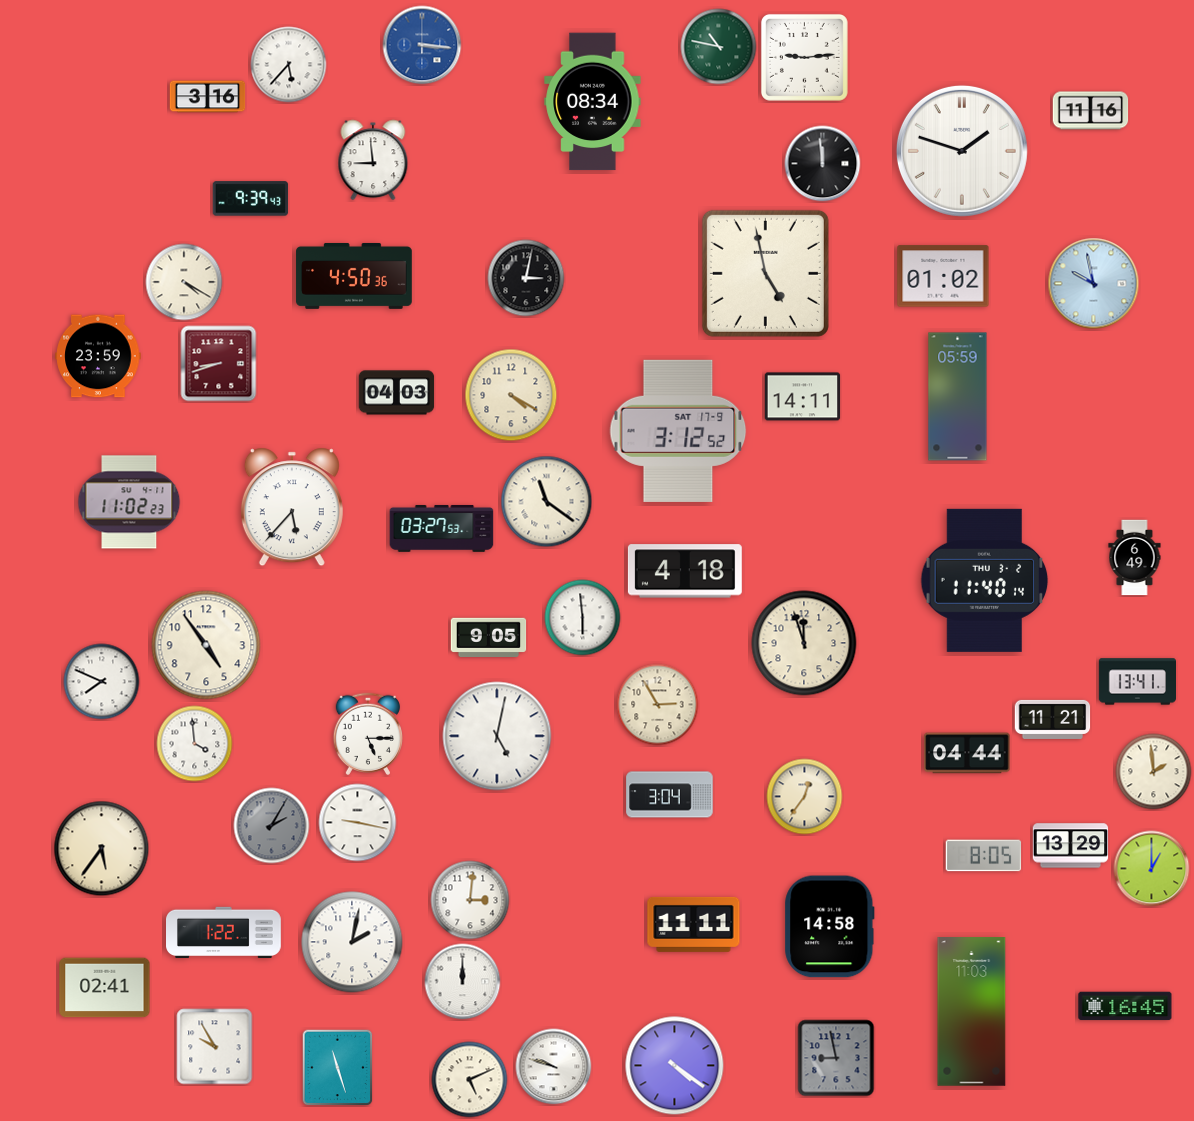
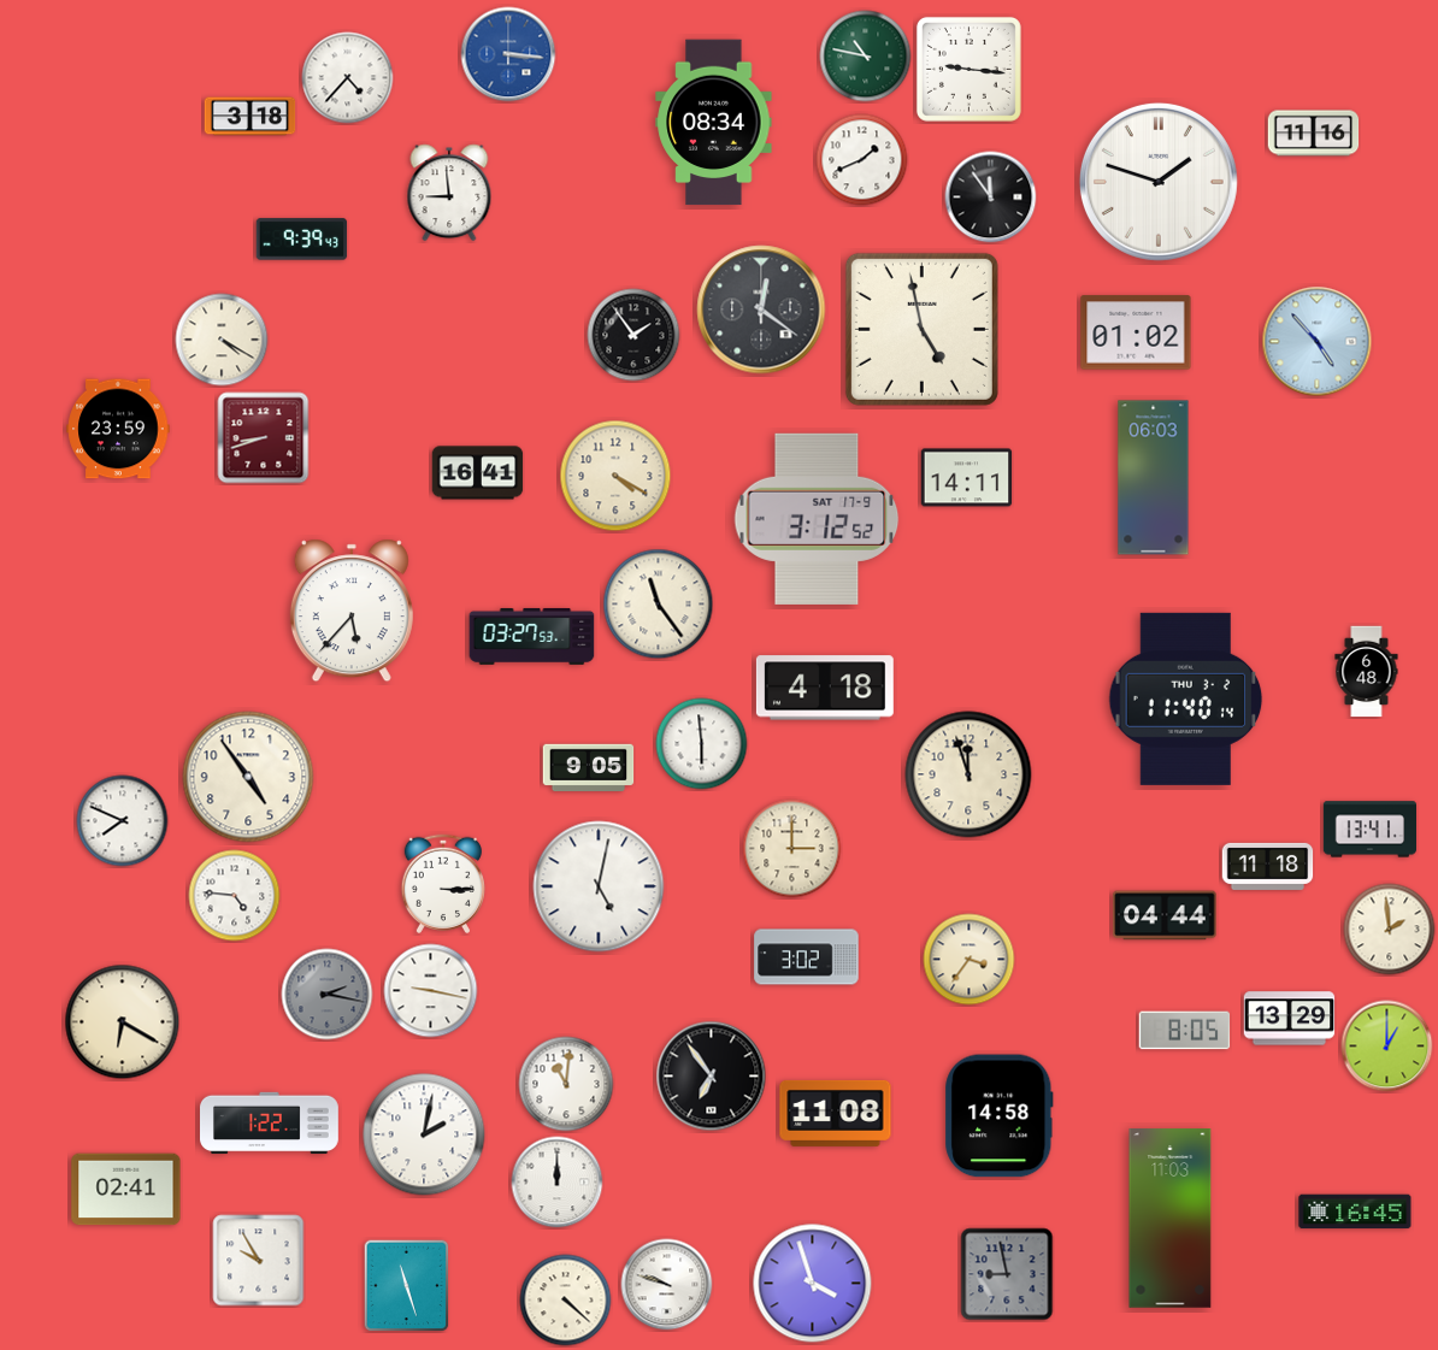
clock at (804, 57): 9:14 -> 9:16
clock at (289, 65): 5:37 -> 4:37
clock at (208, 97): 3:16 -> 3:18
clock at (862, 160): none -> 1:41
clock at (823, 164): 11:59 -> 11:54
clock at (761, 310): none -> 12:21
clock at (354, 276): 4:50 -> none
clock at (526, 278): 3:02 -> 1:54
clock at (1094, 284): 9:58 -> 4:53
clock at (397, 393): 04:03 -> 16:41
clock at (958, 397): 05:59 -> 06:03
clock at (129, 502): 11:02 -> none
clock at (547, 502): 11:21 -> 11:24
clock at (1135, 558): 6:49 -> 6:48
clock at (1137, 682) position: (1137, 682) -> (1369, 830)
clock at (658, 705): 2:55 -> 3:00
clock at (1053, 719): 11:21 -> 11:18
clock at (367, 734): 5:15 -> 3:15
clock at (195, 744): 3:59 -> 4:46
clock at (967, 753) position: (967, 753) -> (1165, 915)
clock at (670, 795): 3:04 -> 3:02
clock at (805, 797): 12:36 -> 3:36
clock at (272, 826): 2:05 -> 2:17
clock at (102, 849): 5:36 -> 6:20
clock at (712, 1077): none -> 6:54
clock at (470, 900): 3:01 -> 11:01
clock at (694, 924): 11:11 -> 11:08
clock at (675, 1066): 4:21 -> 3:57
clock at (470, 1080): 5:11 -> 4:22
